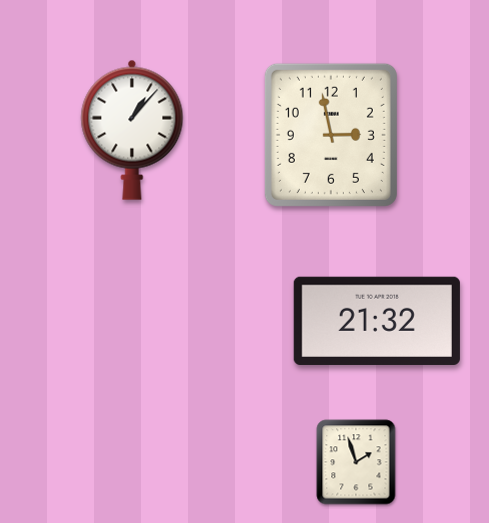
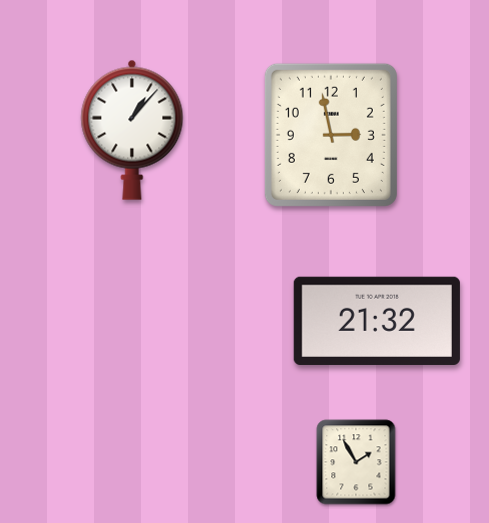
clock at (356, 462): 1:57 -> 1:55
